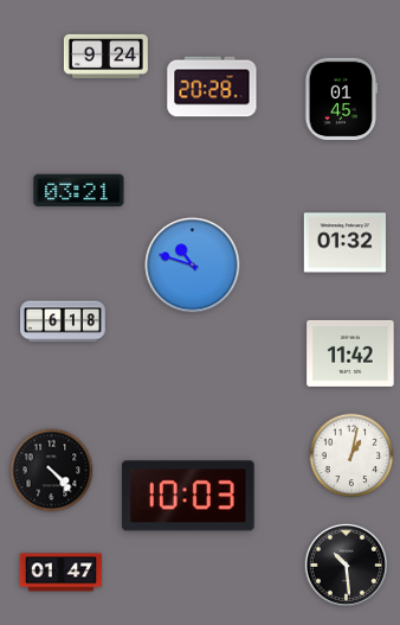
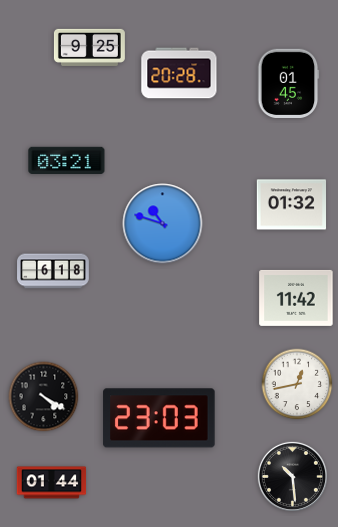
clock at (105, 56): 9:24 -> 9:25
clock at (351, 455): 1:02 -> 12:43
clock at (52, 471): 4:23 -> 4:20
clock at (188, 496): 10:03 -> 23:03
clock at (62, 573): 01:47 -> 01:44
